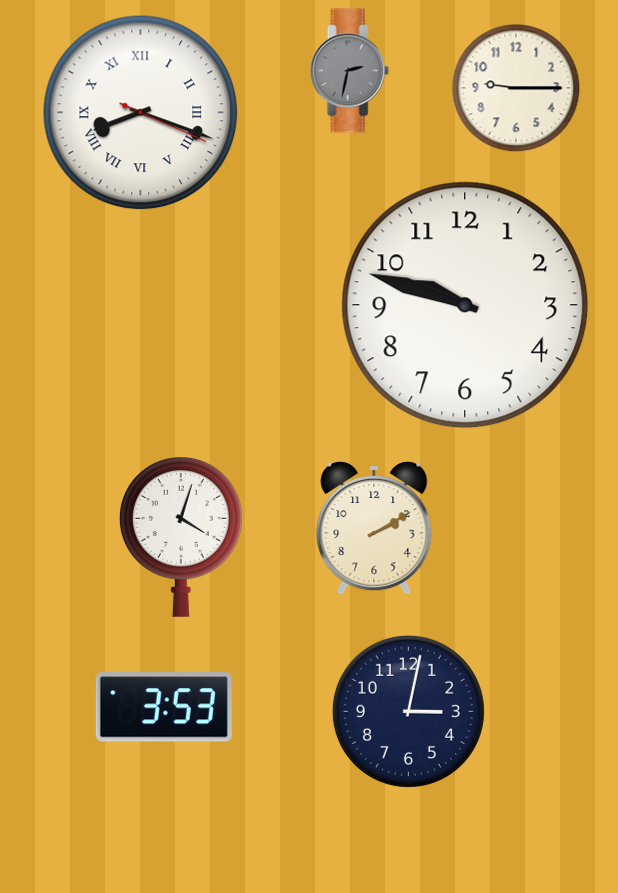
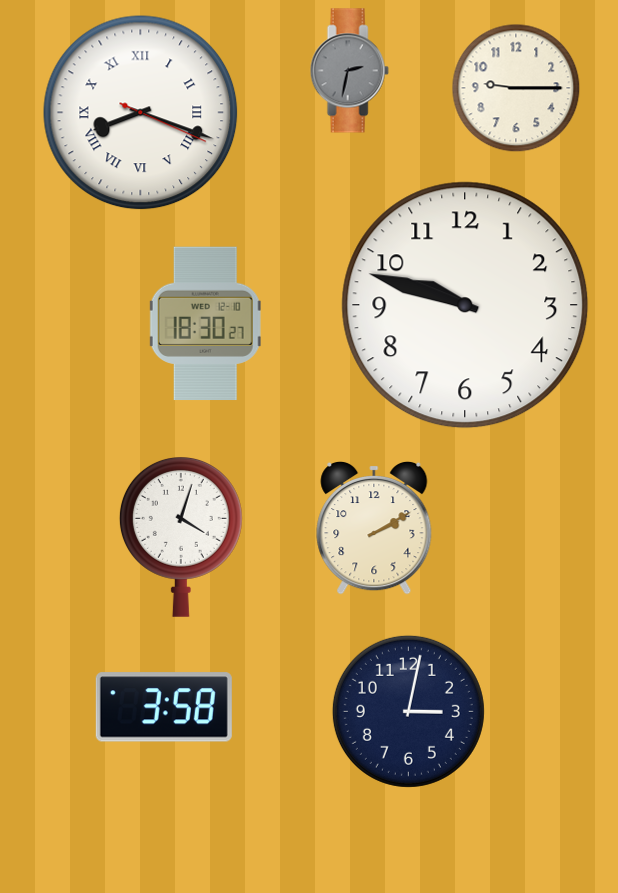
clock at (205, 324): none -> 18:30
clock at (164, 707): 3:53 -> 3:58
